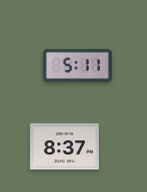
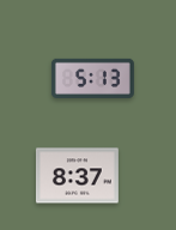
clock at (77, 65): 5:11 -> 5:13
